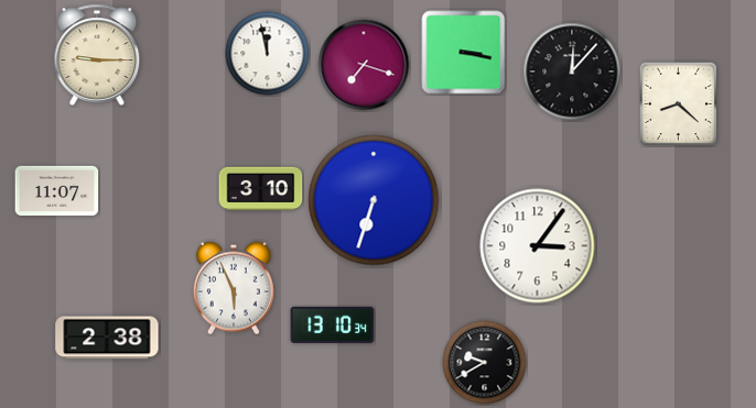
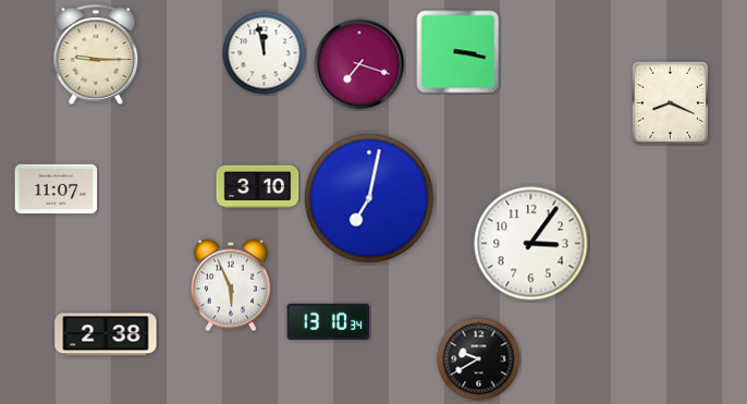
clock at (572, 71): 12:07 -> none
clock at (679, 103): 8:22 -> 8:19
clock at (374, 200): 6:33 -> 7:02
